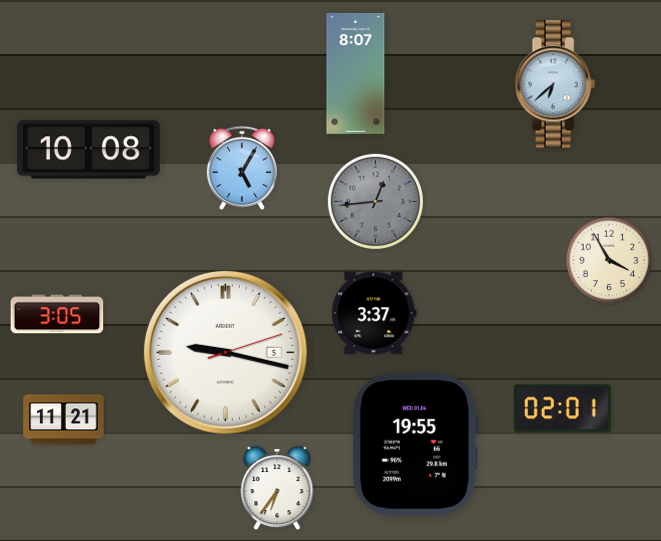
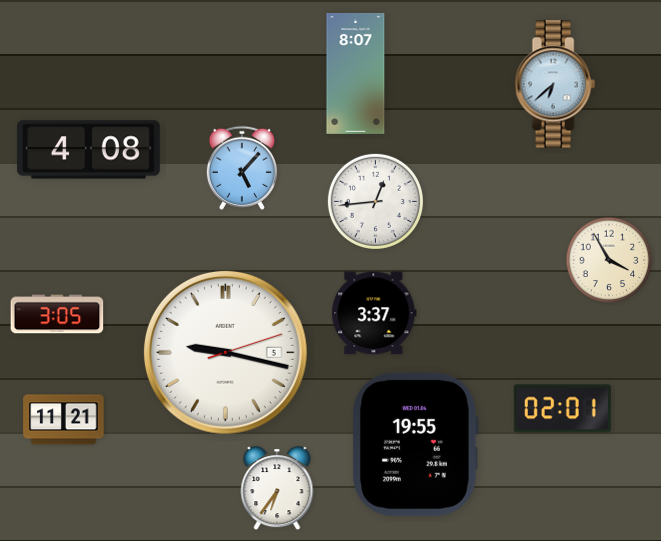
clock at (88, 150): 10:08 -> 4:08
clock at (242, 168): 5:05 -> 5:07
clock at (375, 201) dial: grey -> white
